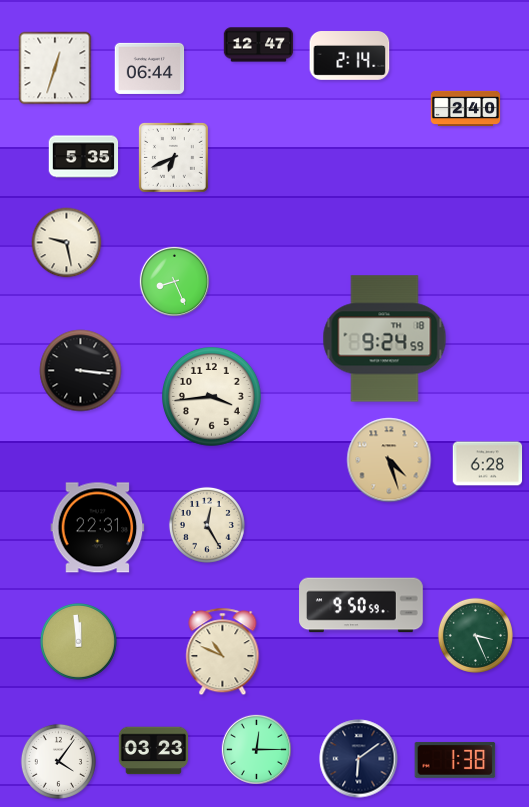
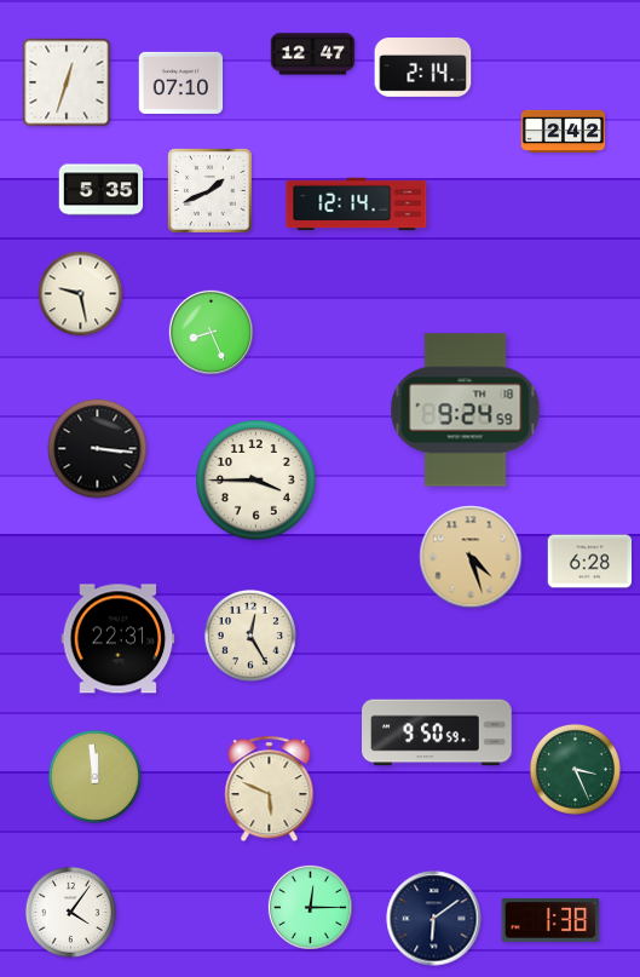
clock at (150, 68): 06:44 -> 07:10
clock at (466, 109): 2:40 -> 2:42
clock at (174, 158): 6:41 -> 1:41
clock at (357, 205): none -> 12:14
clock at (174, 281) position: (174, 281) -> (211, 332)
clock at (212, 397): 3:44 -> 3:45
clock at (223, 652): 10:49 -> 5:49
clock at (154, 751): 03:23 -> none
clock at (58, 761) position: (58, 761) -> (70, 912)
